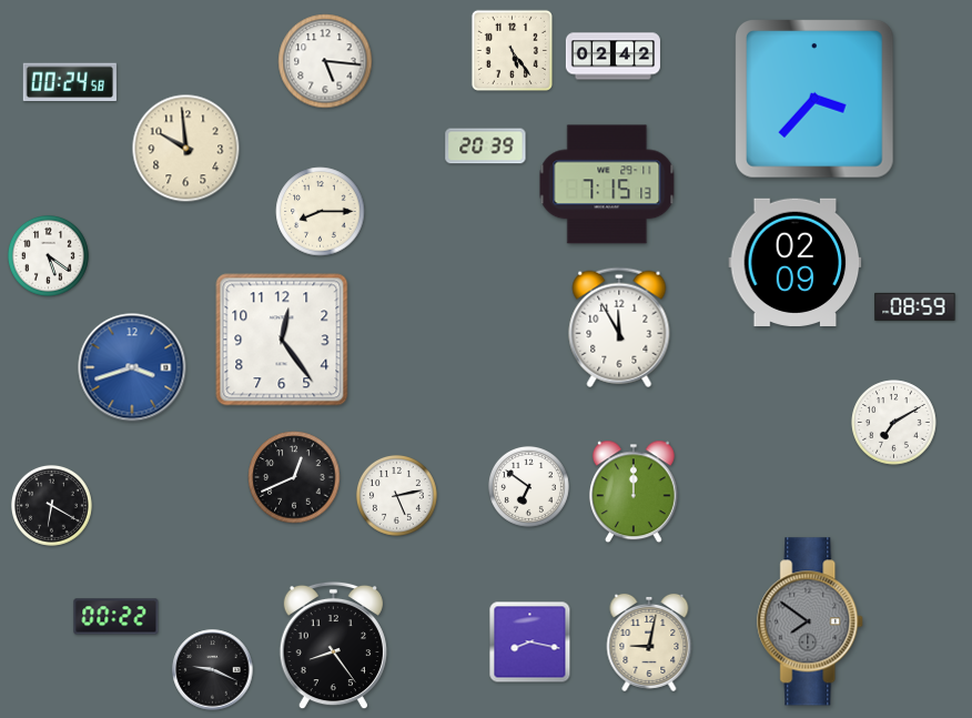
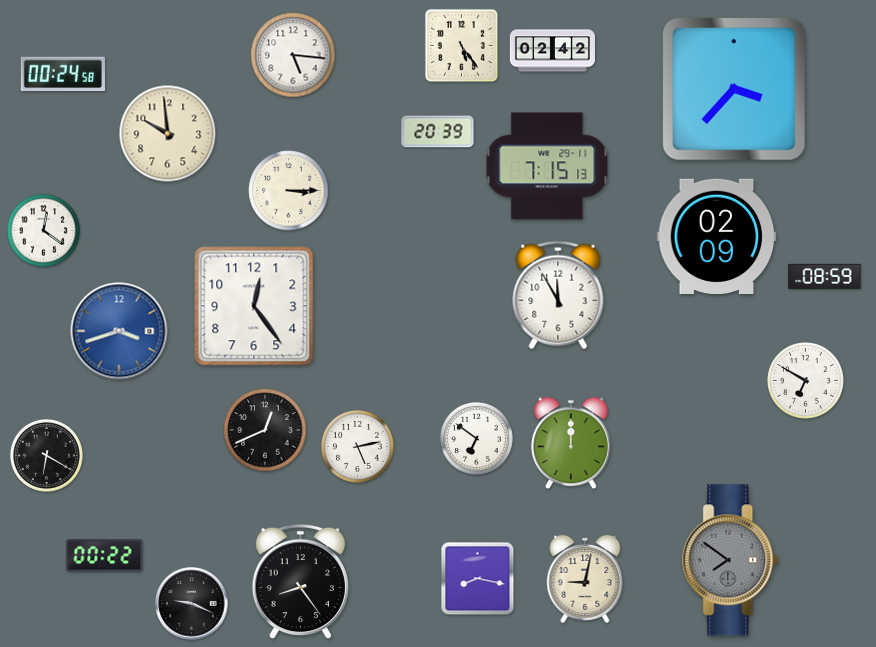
clock at (321, 212): 8:15 -> 3:15
clock at (48, 255): 5:21 -> 12:21
clock at (894, 423): 7:10 -> 6:50
